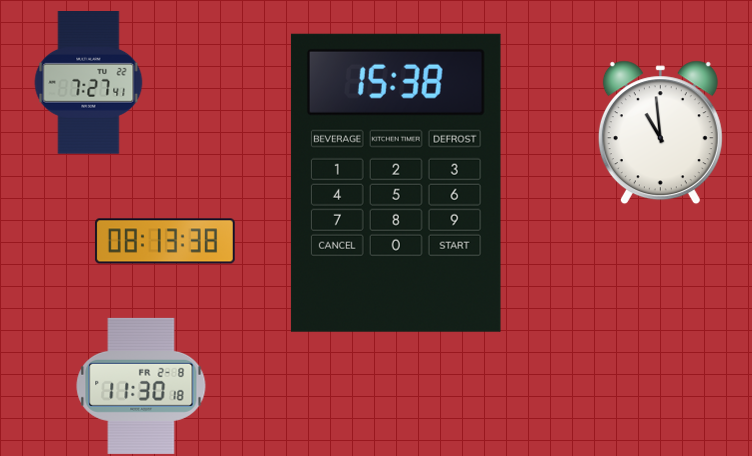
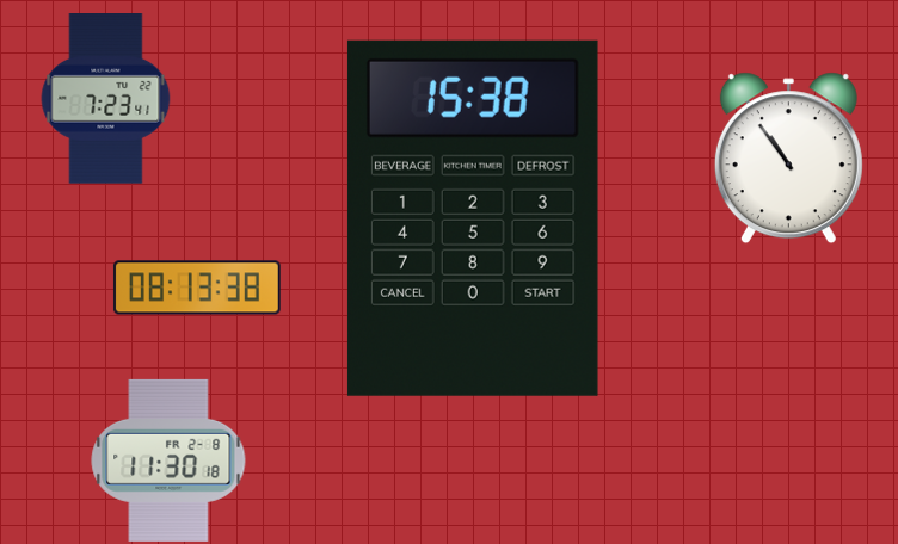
clock at (89, 83): 7:27 -> 7:23
clock at (660, 133): 10:59 -> 10:54
